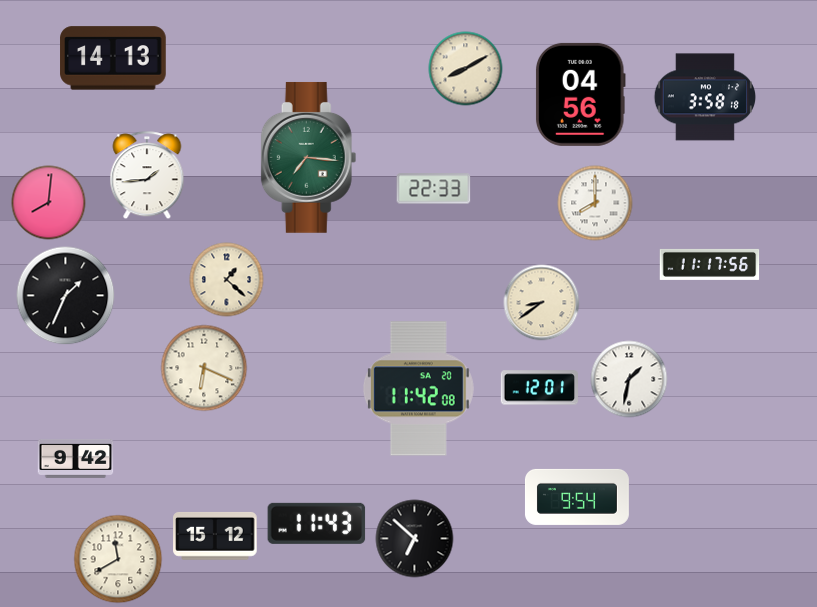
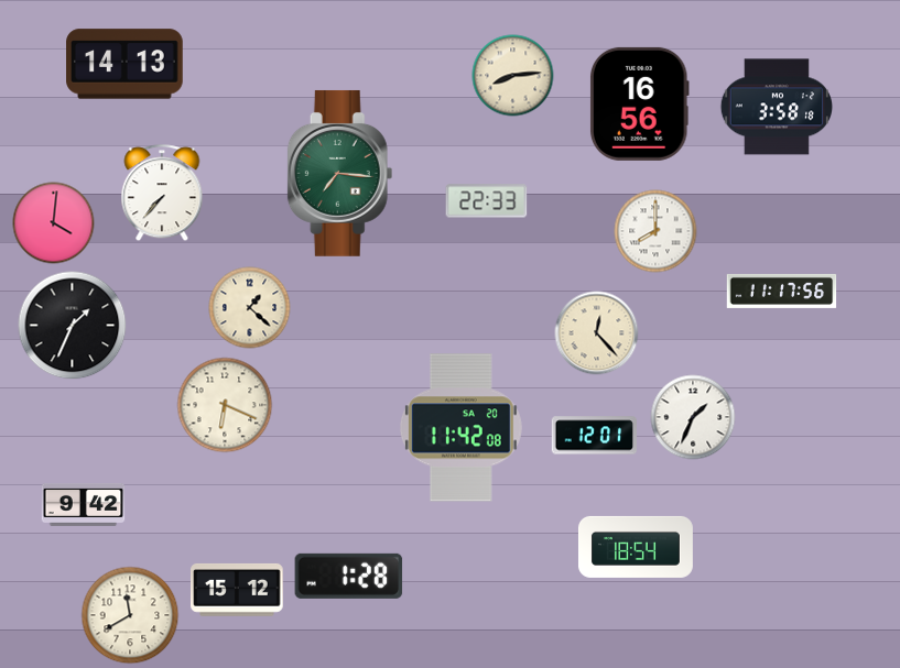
clock at (466, 69): 8:10 -> 8:14
clock at (580, 94): 04:56 -> 16:56
clock at (147, 176): 1:44 -> 7:37
clock at (434, 189) position: (434, 189) -> (487, 201)
clock at (49, 203): 8:01 -> 4:01
clock at (595, 203) position: (595, 203) -> (655, 231)
clock at (542, 303): 8:39 -> 12:23
clock at (629, 379): 1:32 -> 1:34
clock at (539, 388) position: (539, 388) -> (594, 436)
clock at (577, 497): 9:54 -> 18:54
clock at (317, 523): 11:43 -> 1:28
clock at (415, 539): 6:52 -> none
